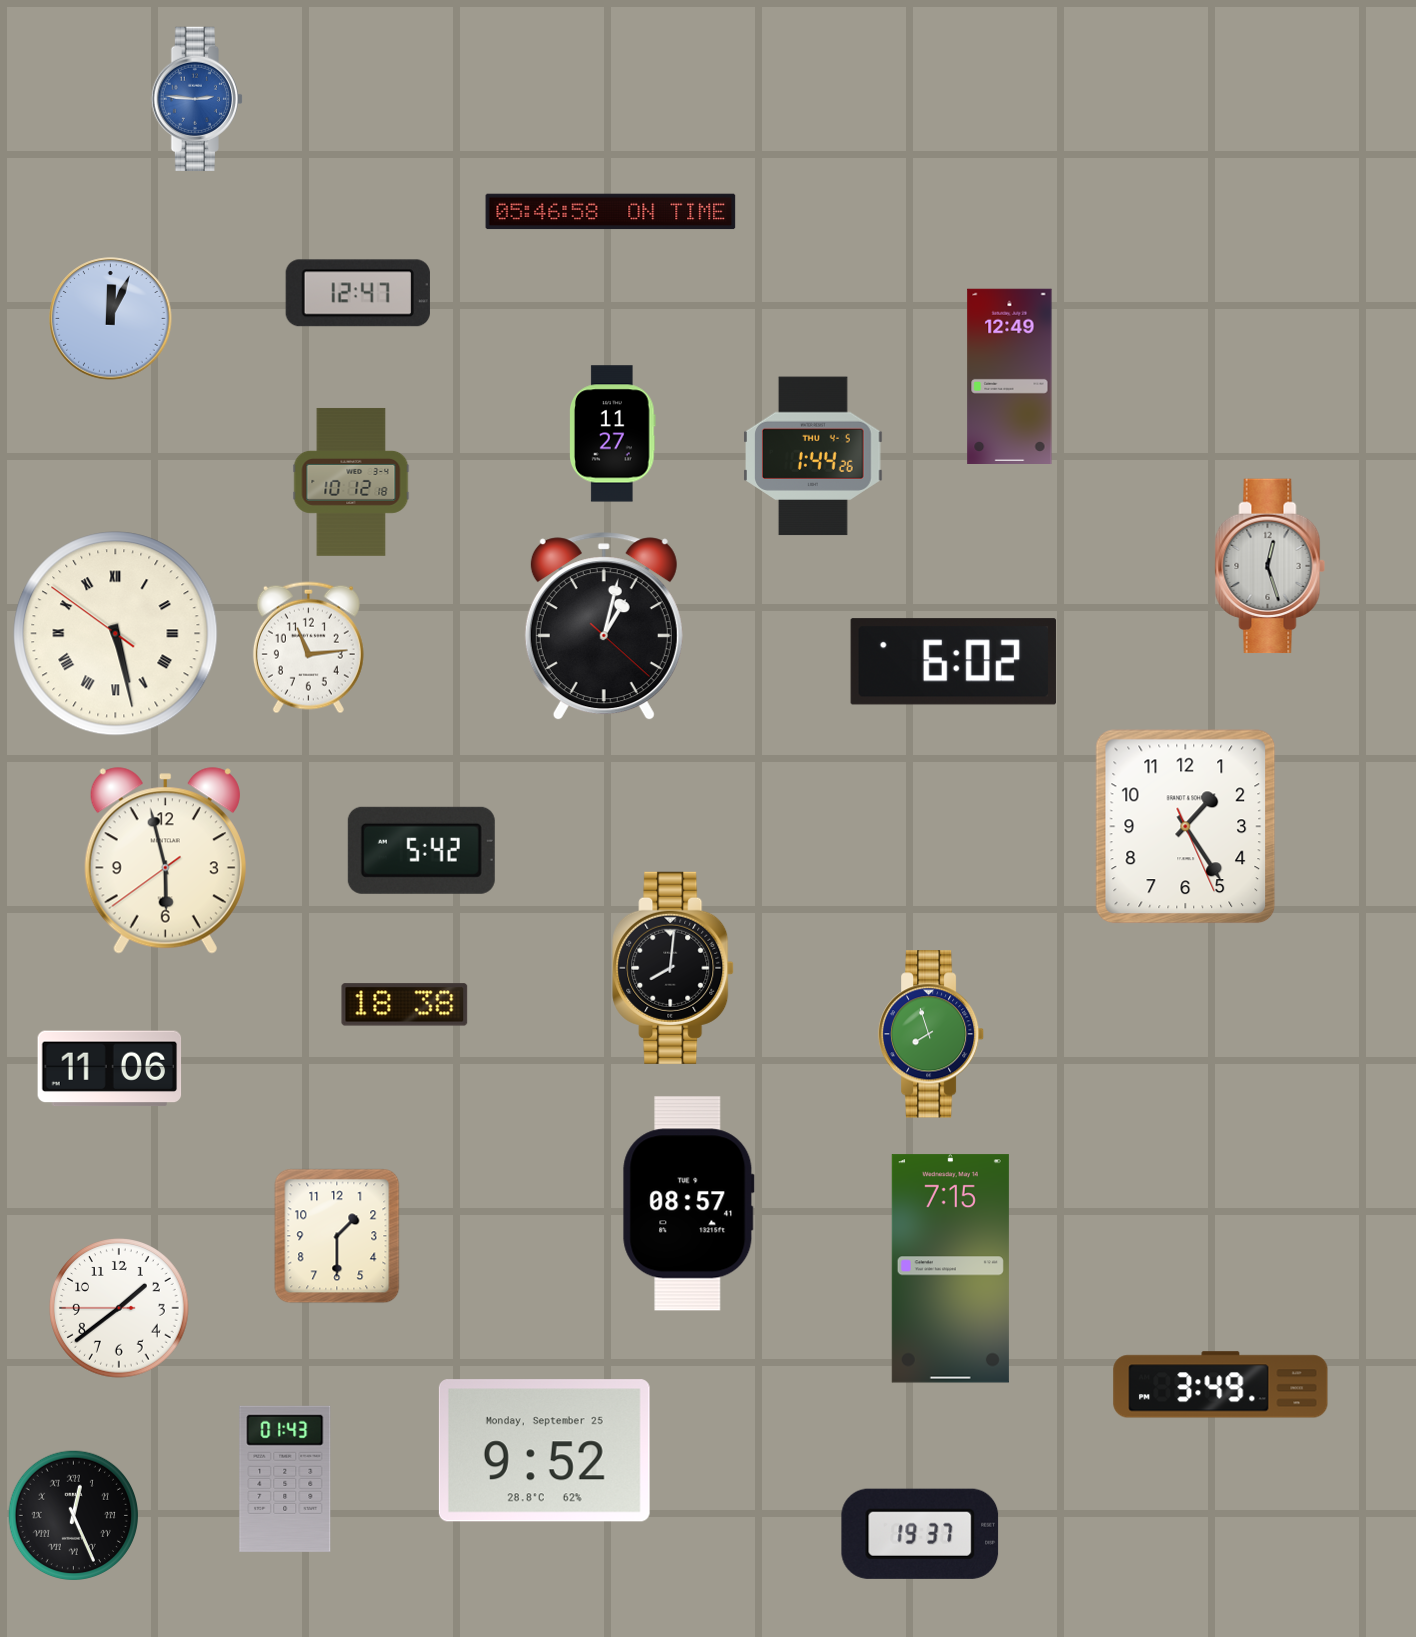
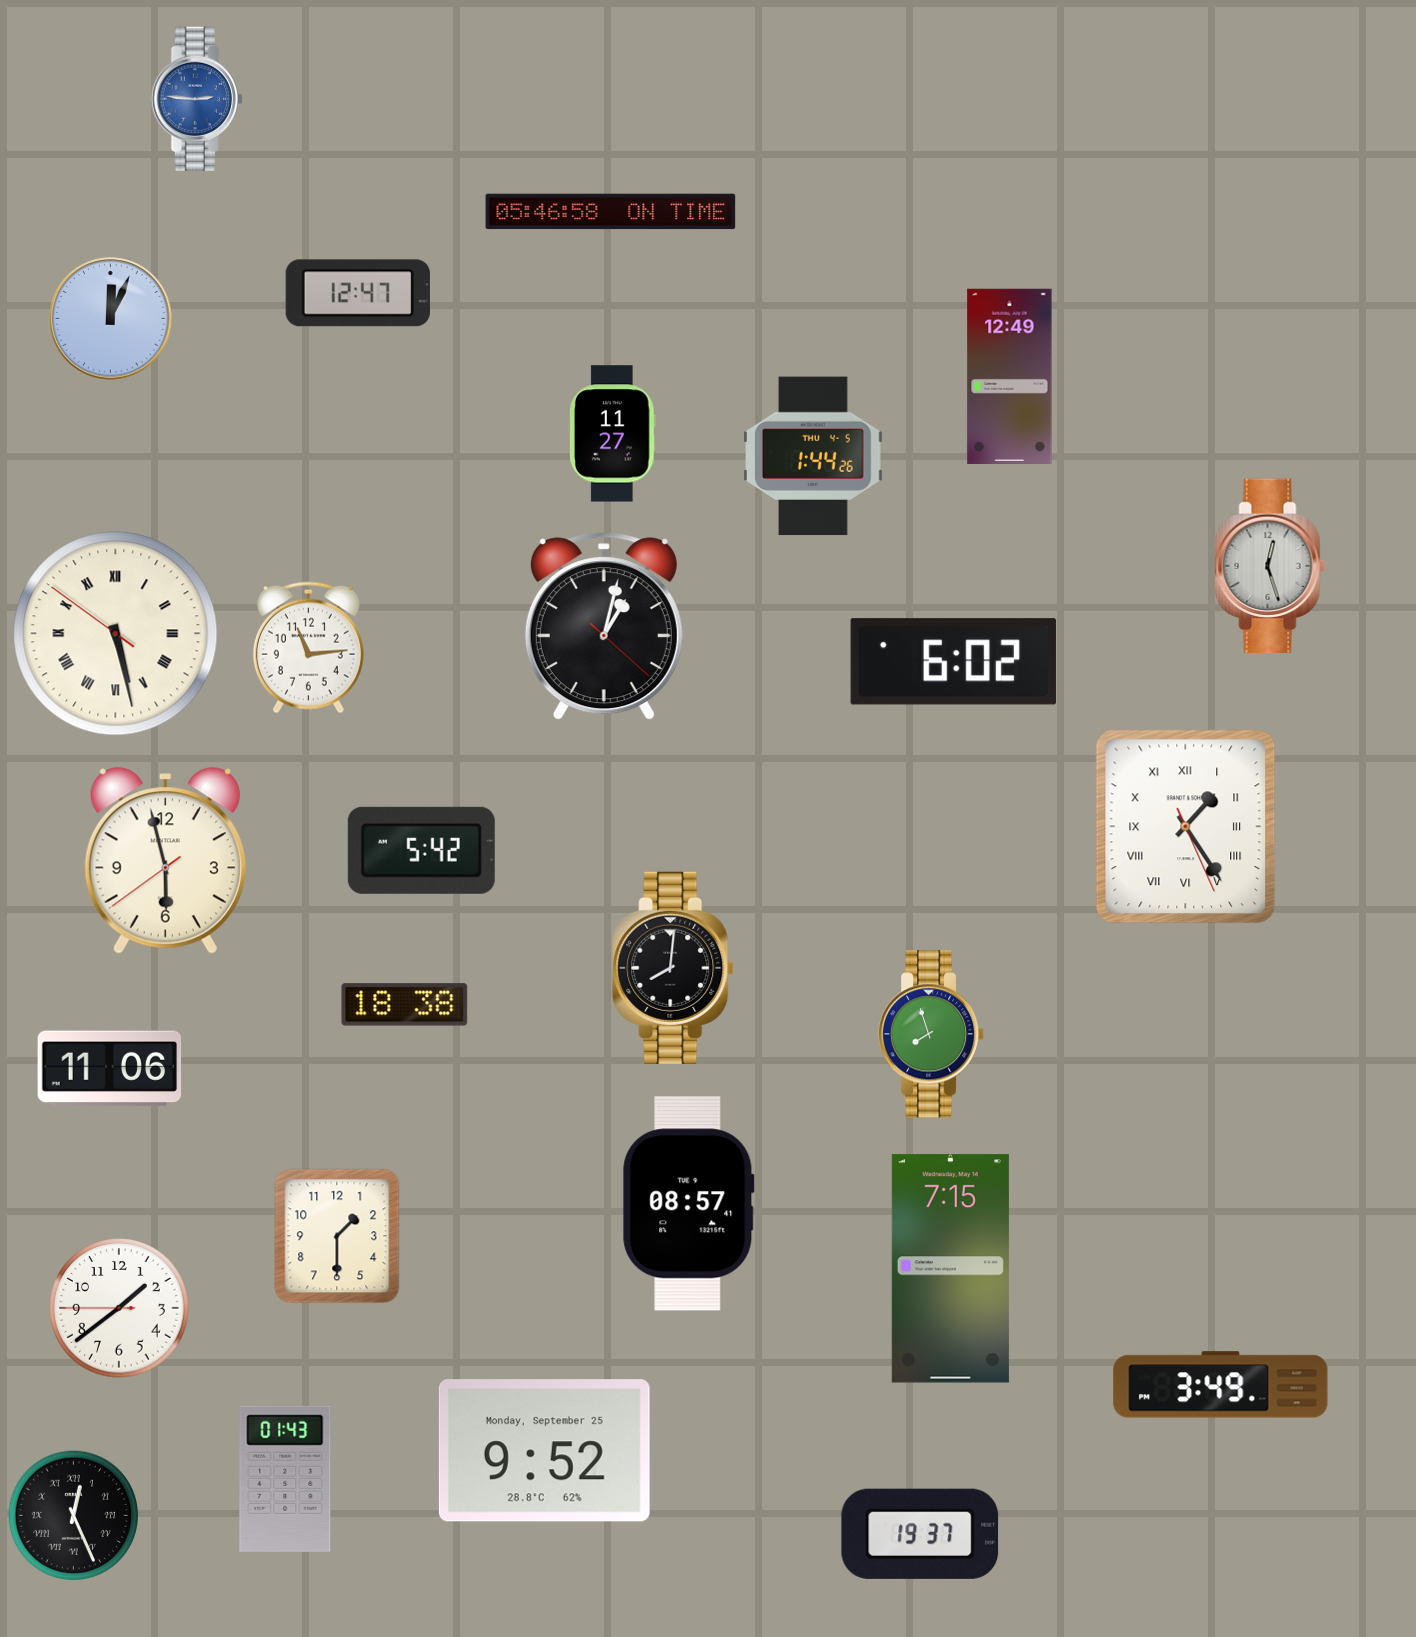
clock at (351, 482): 10:12 -> none
clock at (1186, 827) numerals: Arabic -> Roman
